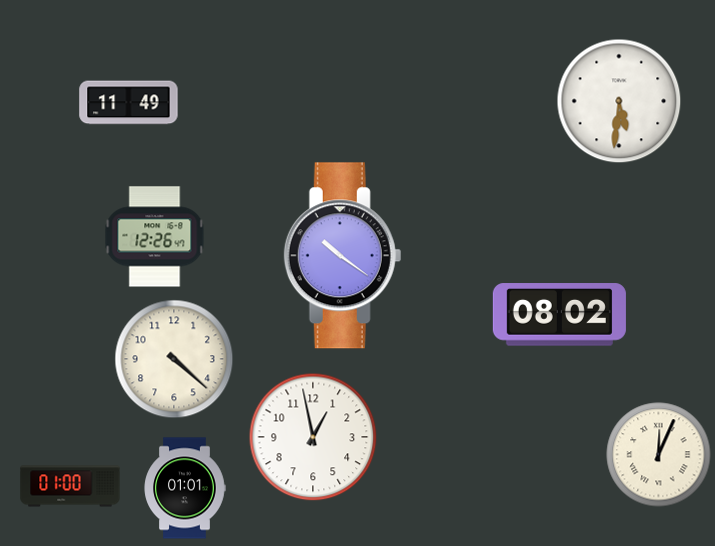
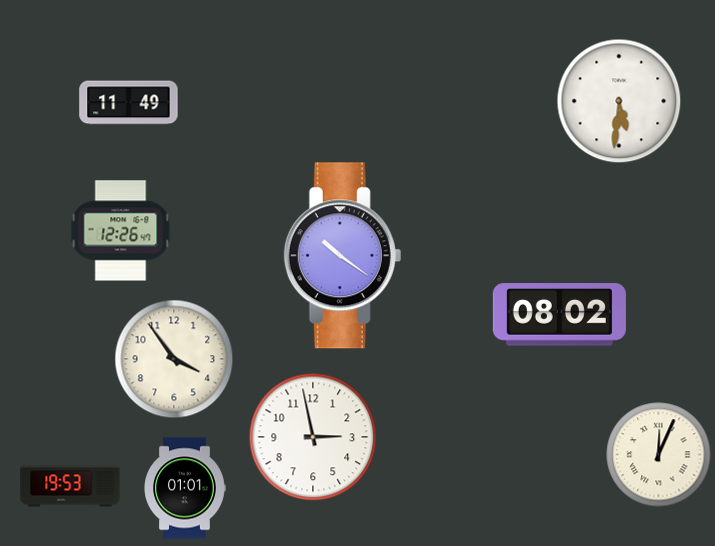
clock at (155, 237) position: (155, 237) -> (121, 231)
clock at (174, 359): 4:22 -> 3:54
clock at (313, 437): 12:58 -> 2:58
clock at (70, 486): 01:00 -> 19:53
